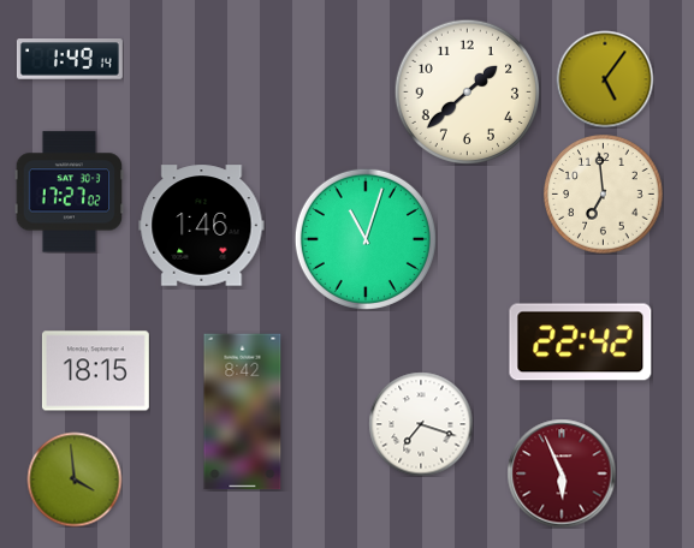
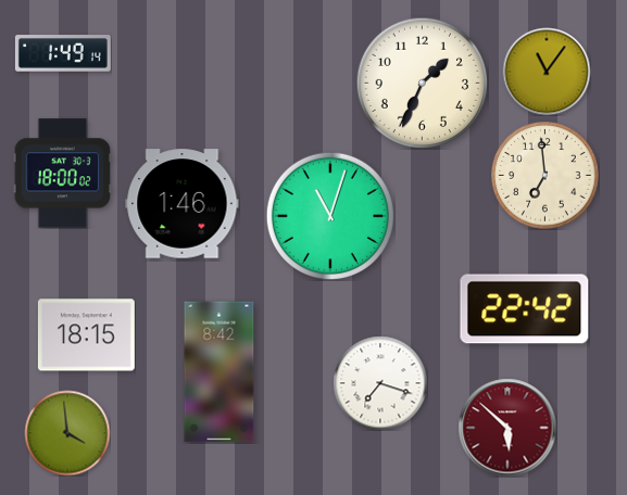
clock at (605, 79): 5:06 -> 11:06
clock at (467, 91): 1:38 -> 1:34
clock at (70, 192): 17:27 -> 18:00
clock at (562, 473): 5:56 -> 5:52
